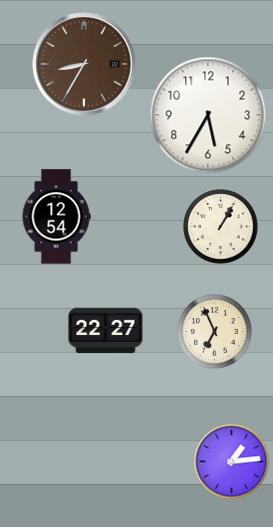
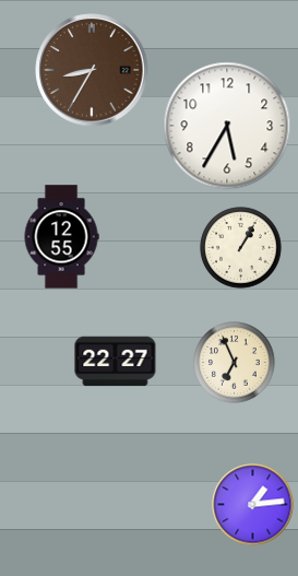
clock at (56, 217): 12:54 -> 12:55
